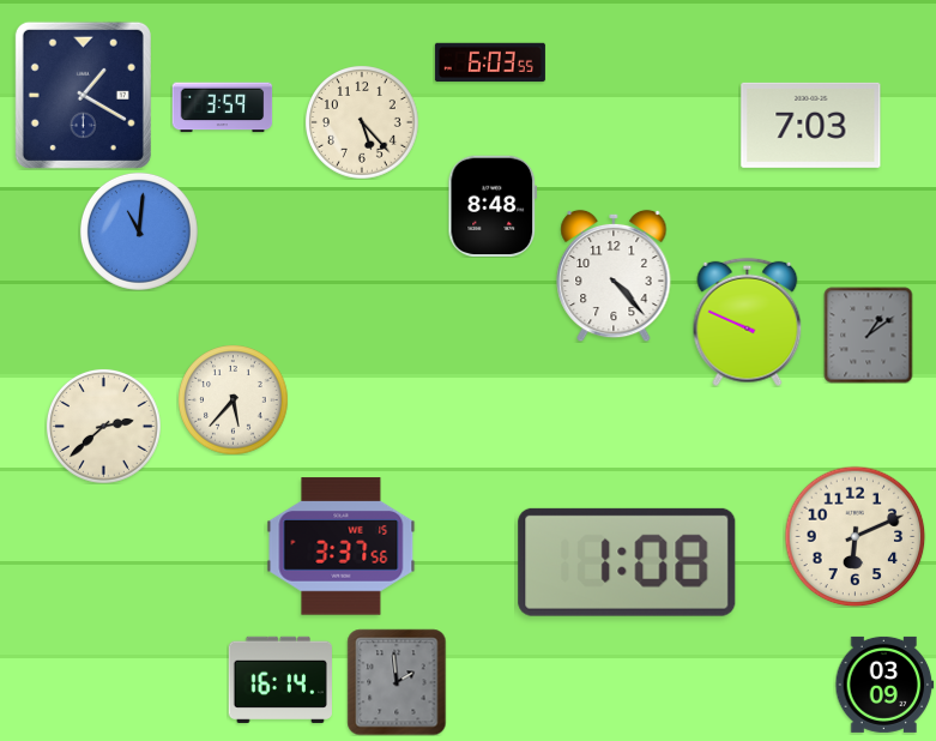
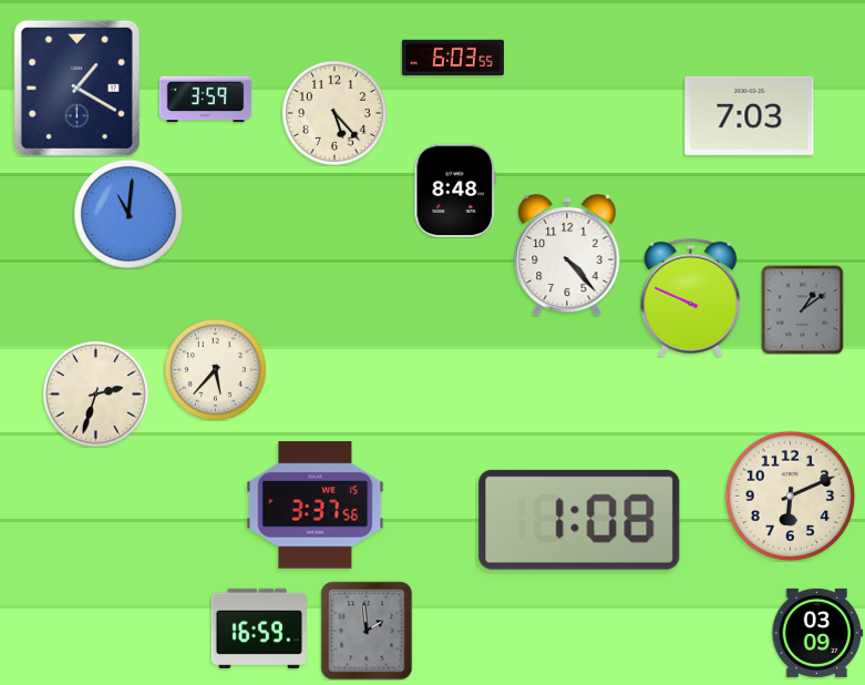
clock at (104, 427): 2:38 -> 2:33
clock at (280, 680): 16:14 -> 16:59
